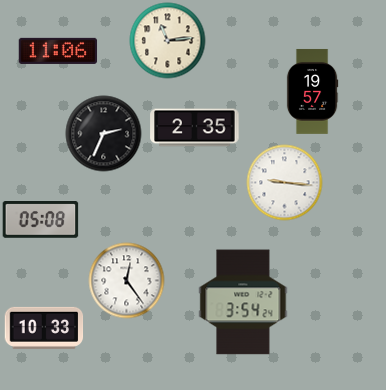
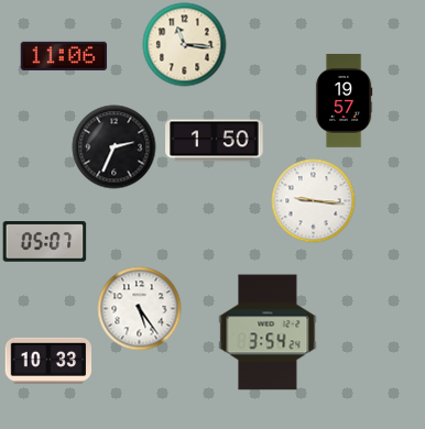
clock at (168, 41): 11:14 -> 11:16
clock at (195, 128): 2:35 -> 1:50
clock at (41, 220): 05:08 -> 05:07
clock at (127, 281): 12:24 -> 5:24
